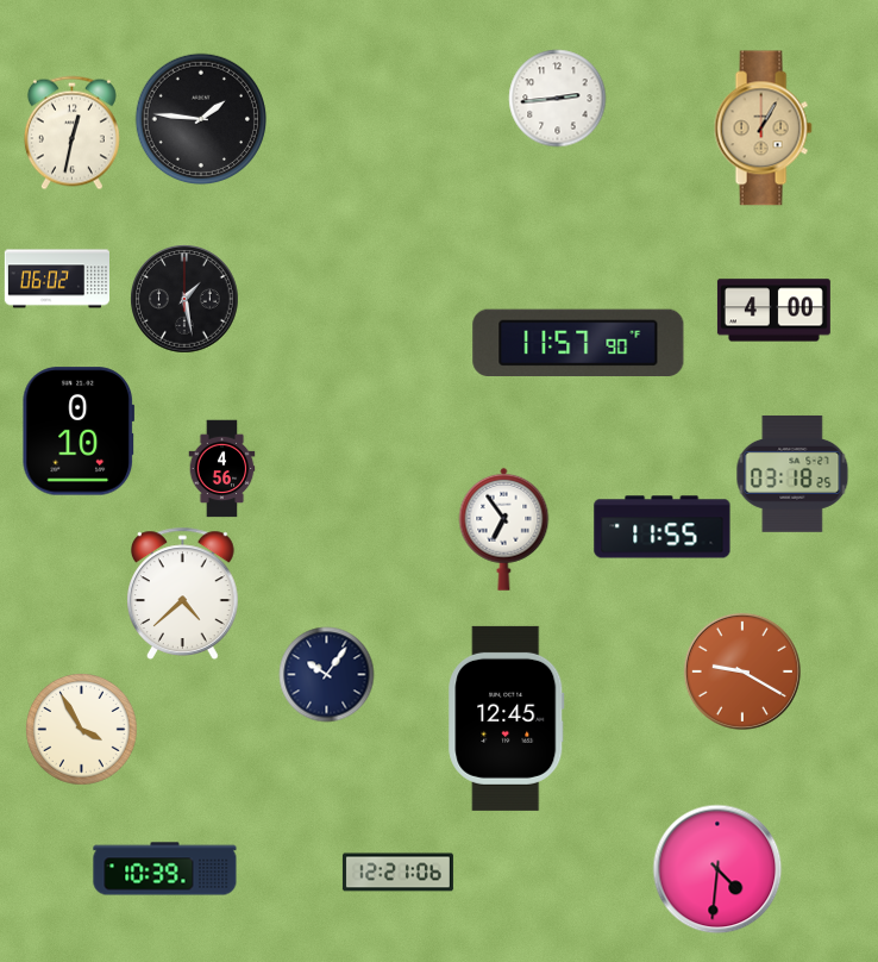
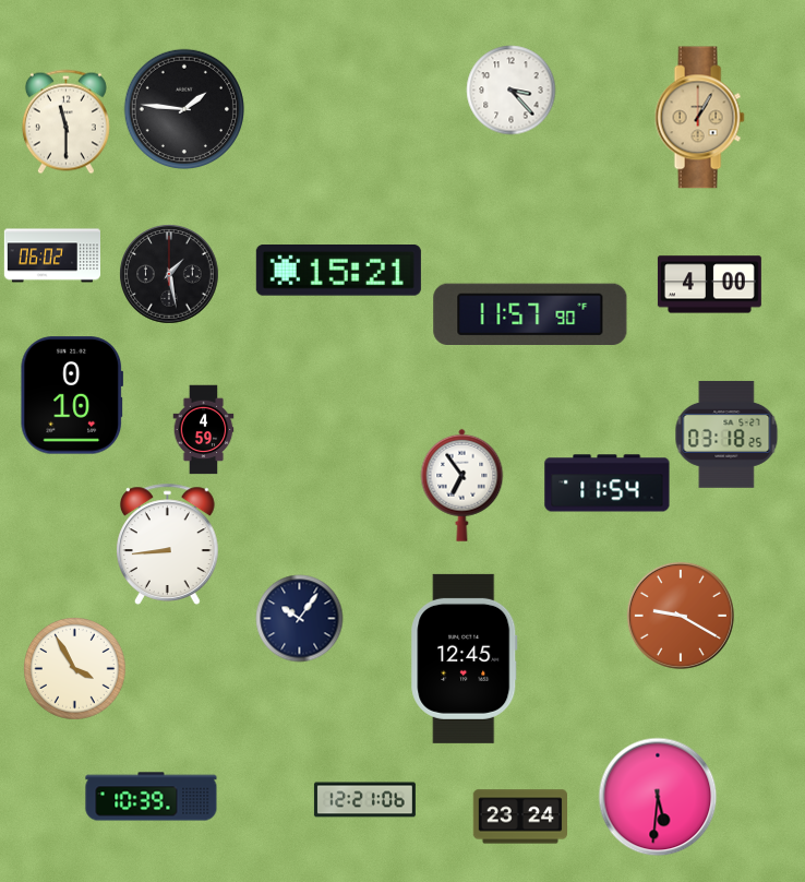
clock at (557, 98): 2:44 -> 3:23
clock at (71, 132): 12:32 -> 11:30
clock at (338, 271): none -> 15:21
clock at (222, 468): 4:56 -> 4:59
clock at (663, 527): 11:55 -> 11:54
clock at (183, 593): 4:38 -> 8:44
clock at (717, 869): 4:31 -> 5:31
clock at (519, 817): none -> 23:24
